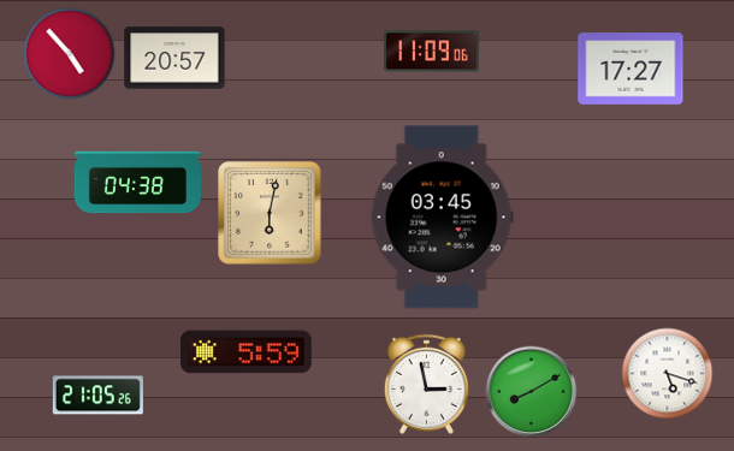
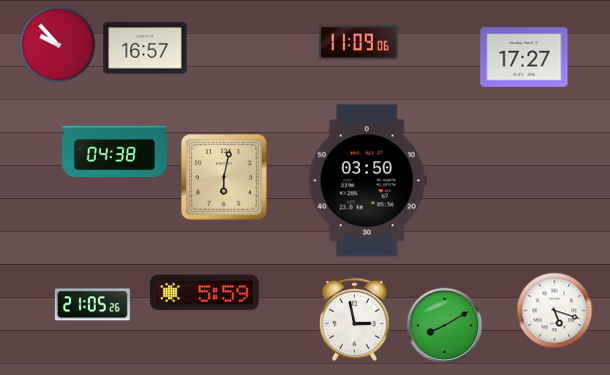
clock at (70, 54): 4:53 -> 9:53
clock at (174, 58): 20:57 -> 16:57
clock at (442, 218): 03:45 -> 03:50
clock at (532, 392) position: (532, 392) -> (445, 326)
clock at (97, 396) position: (97, 396) -> (92, 305)
